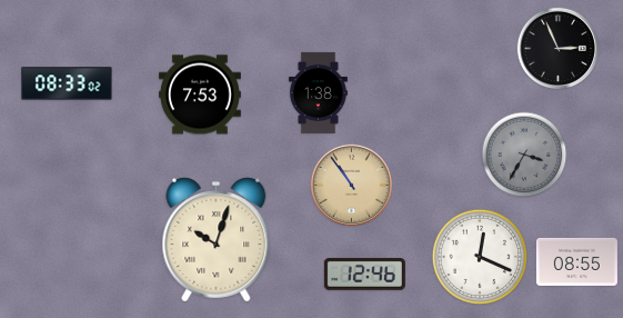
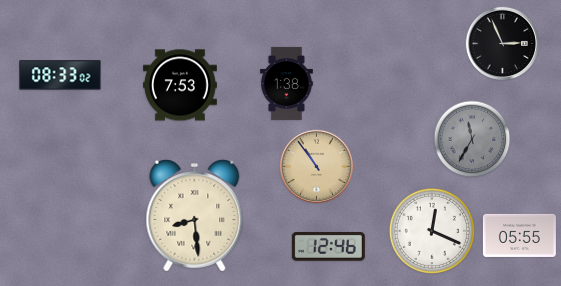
clock at (524, 155): 3:35 -> 11:35
clock at (217, 240): 10:03 -> 8:29
clock at (576, 261): 08:55 -> 05:55
